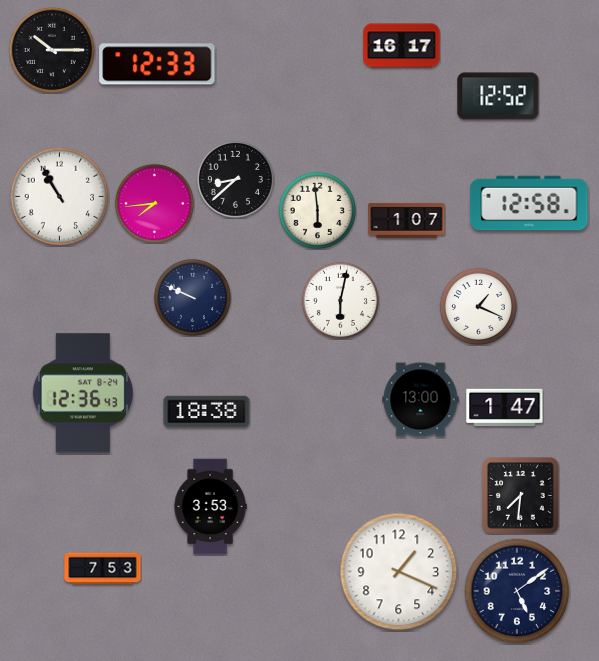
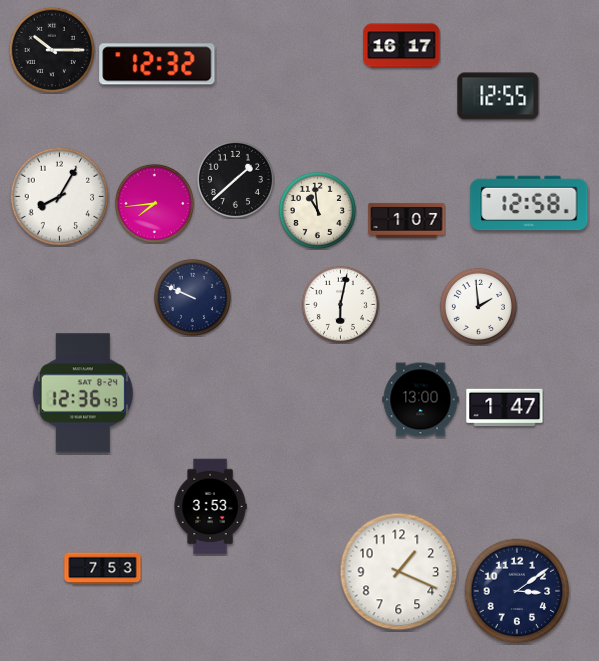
clock at (157, 64): 12:33 -> 12:32
clock at (498, 96): 12:52 -> 12:55
clock at (235, 179): 8:38 -> 1:38
clock at (60, 197): 10:55 -> 8:05
clock at (317, 210): 5:59 -> 10:59
clock at (340, 300) position: (340, 300) -> (340, 304)
clock at (478, 306): 1:19 -> 1:59
clock at (207, 412): 18:38 -> none
clock at (521, 496): 7:31 -> none
clock at (517, 591): 5:09 -> 3:09
